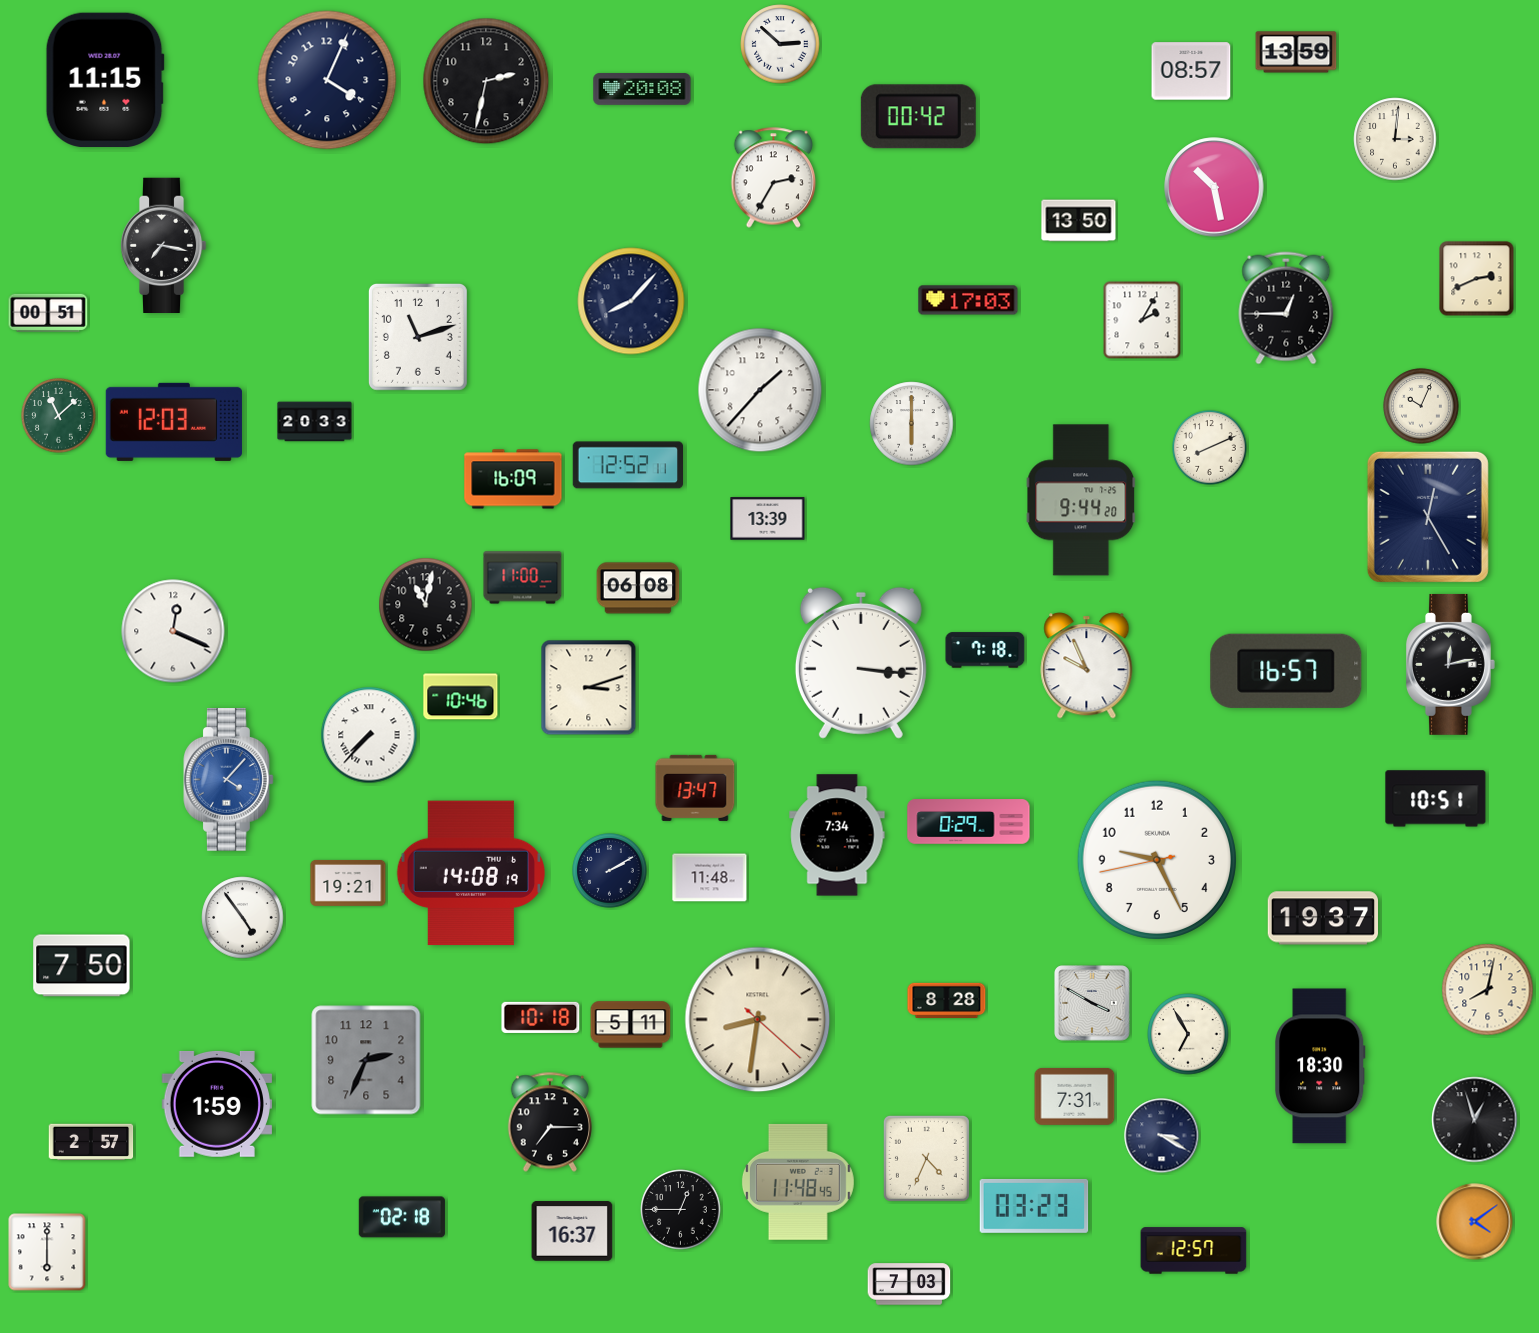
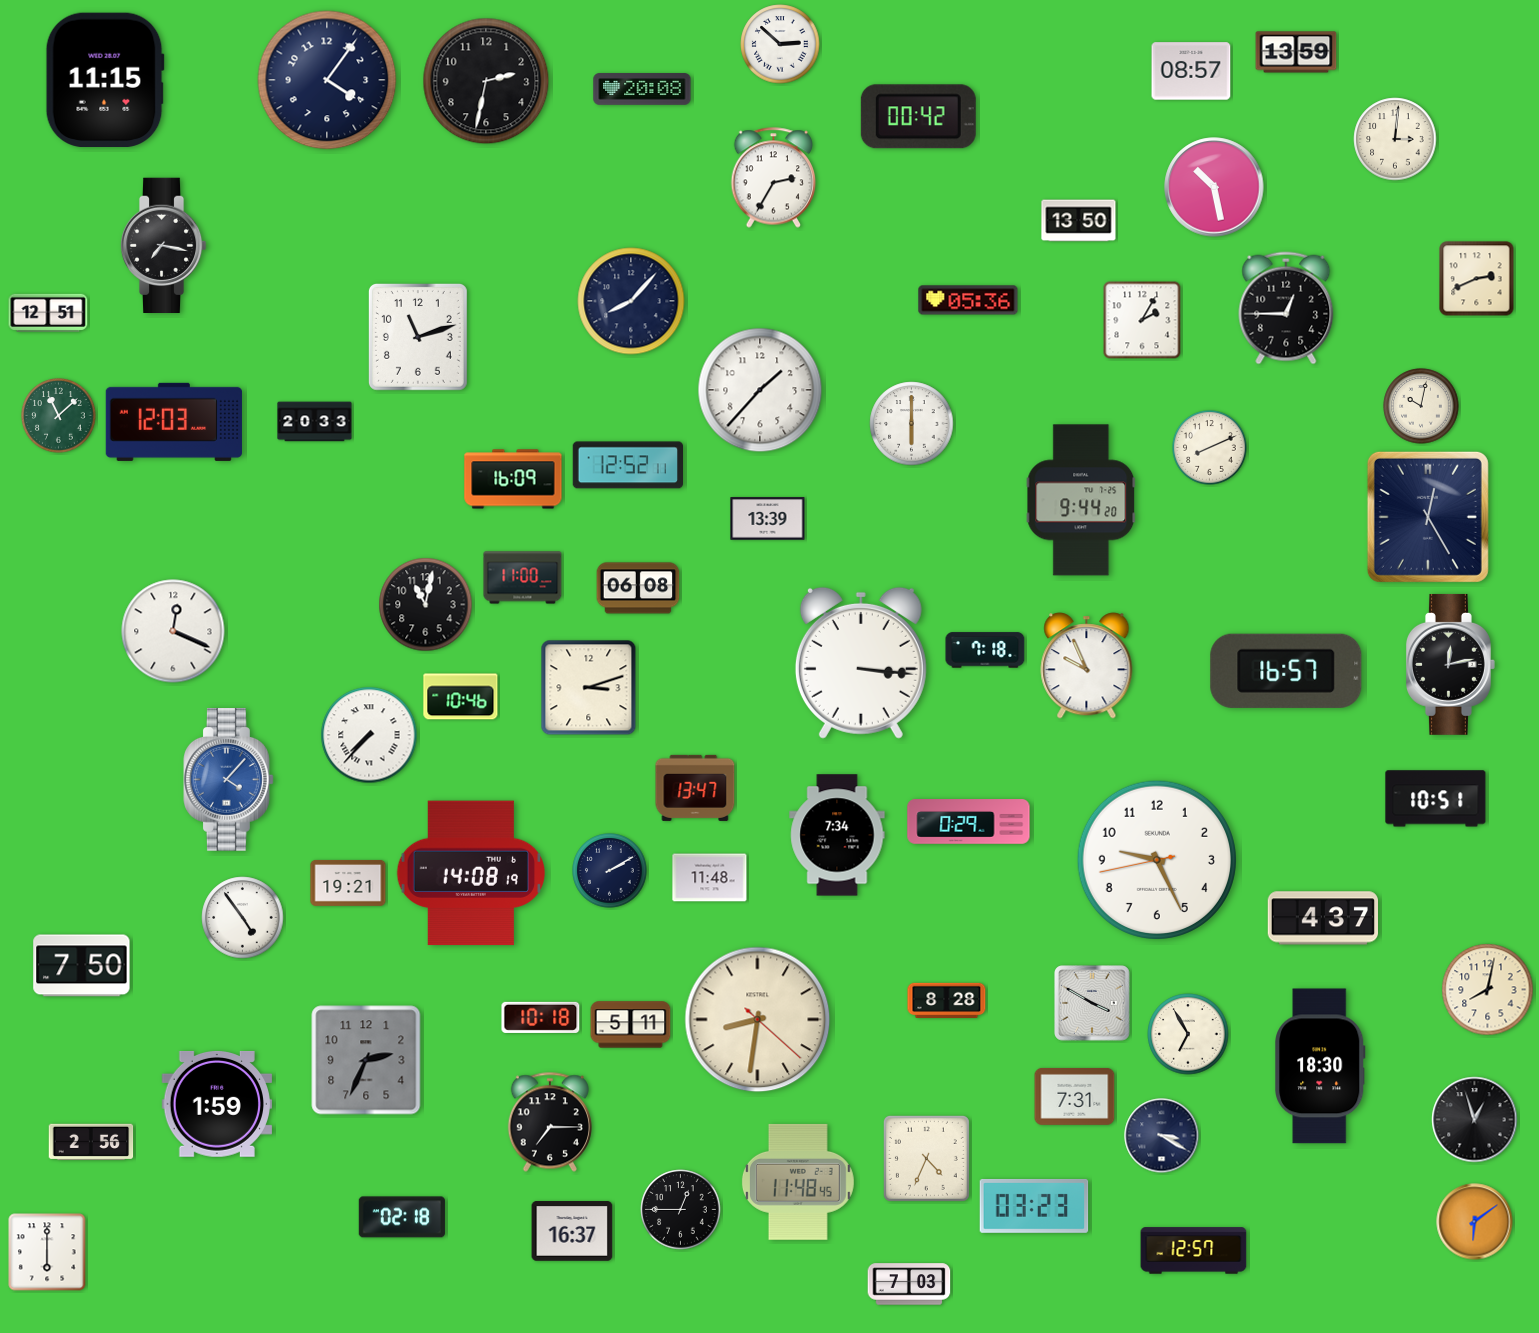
clock at (327, 80): 4:04 -> 4:06
clock at (968, 300): 17:03 -> 05:36
clock at (48, 313): 00:51 -> 12:51
clock at (1421, 406): 10:04 -> 10:02
clock at (1322, 918): 19:37 -> 4:37
clock at (91, 1142): 2:57 -> 2:56
clock at (1475, 1222): 4:09 -> 6:09
